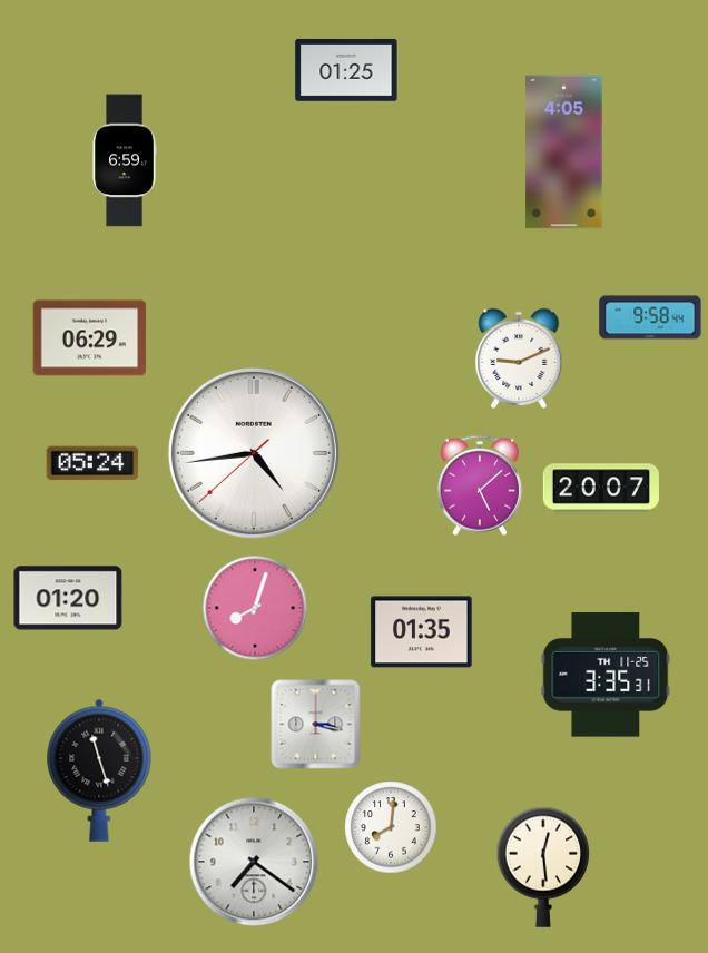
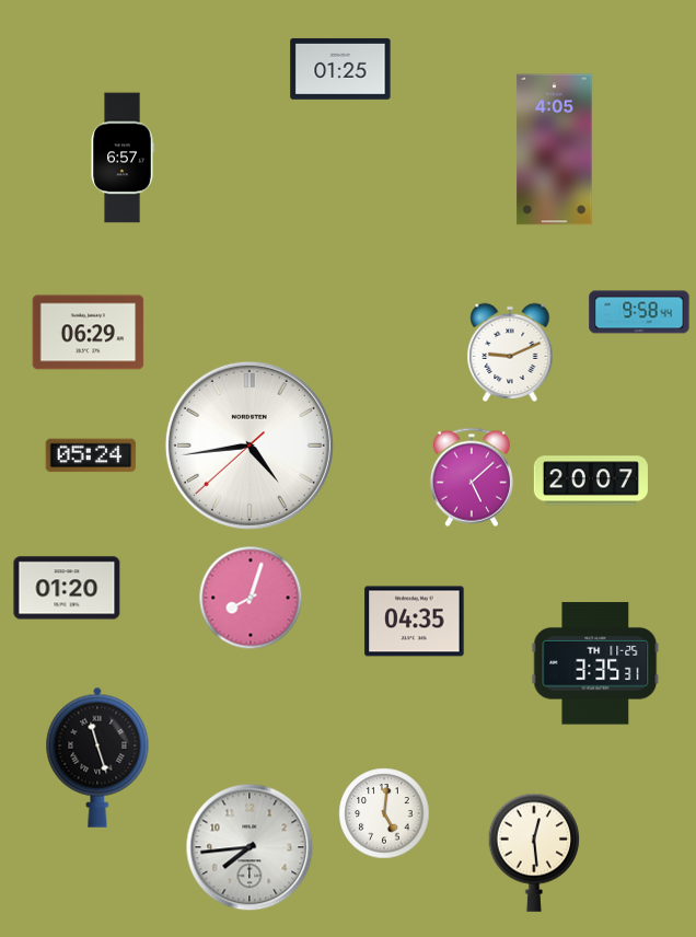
clock at (125, 160): 6:59 -> 6:57
clock at (422, 632): 01:35 -> 04:35
clock at (316, 725): 3:17 -> none
clock at (391, 827): 8:01 -> 5:01
clock at (254, 862): 7:21 -> 7:44
